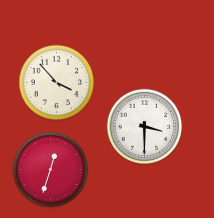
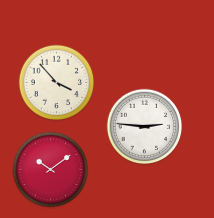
clock at (145, 127): 3:30 -> 2:46
clock at (51, 170): 12:33 -> 10:09
